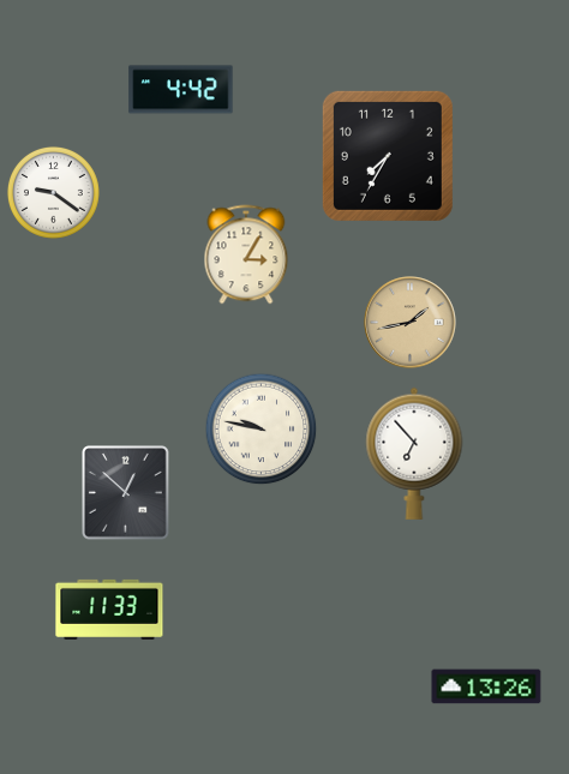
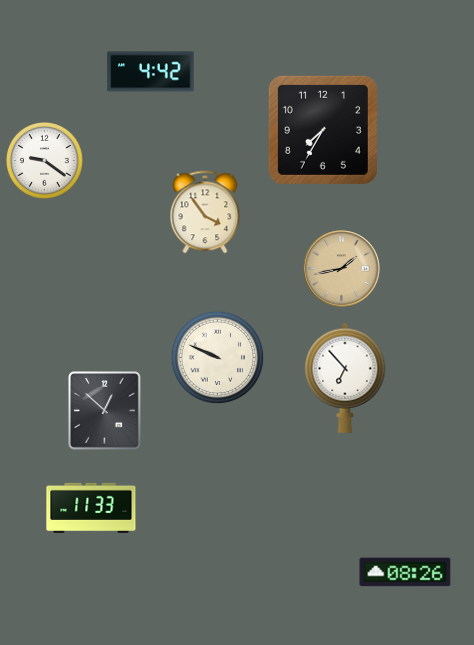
clock at (181, 90) position: (181, 90) -> (151, 72)
clock at (246, 254): 3:05 -> 3:54
clock at (262, 430): 9:47 -> 9:49
clock at (486, 686): 13:26 -> 08:26
